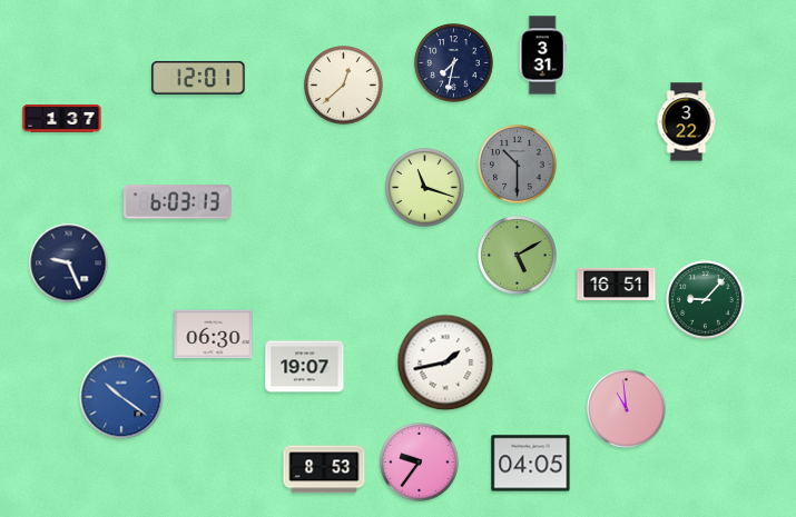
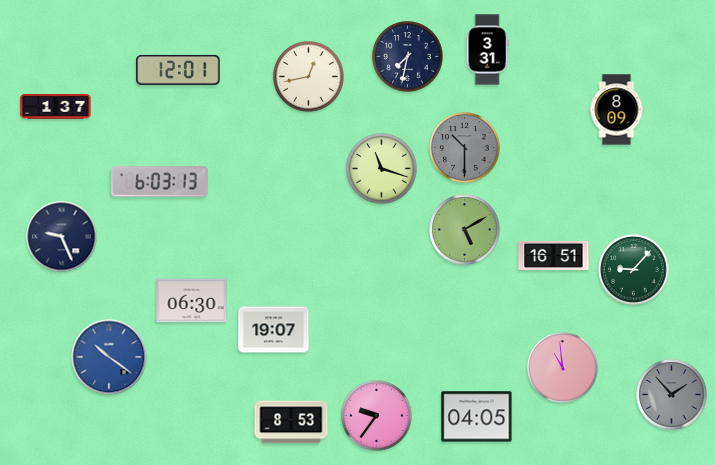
clock at (344, 86): 12:38 -> 12:43
clock at (687, 122): 3:22 -> 8:09
clock at (445, 362): 1:43 -> none
clock at (672, 395): none -> 1:53
